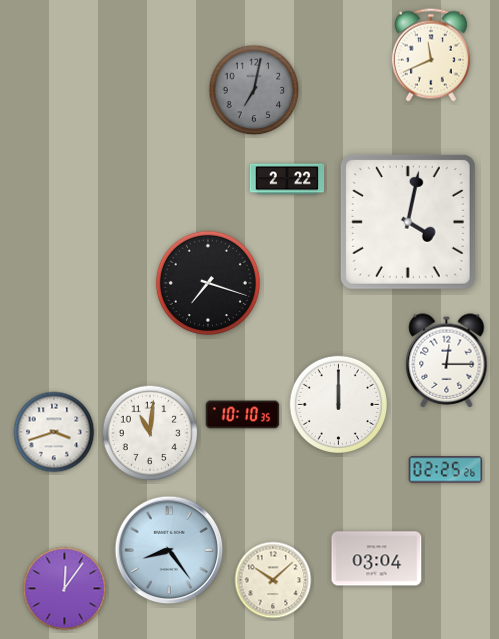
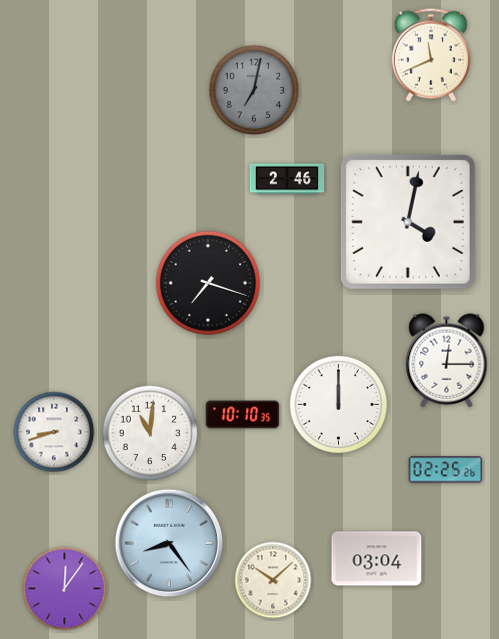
clock at (287, 179): 2:22 -> 2:46
clock at (54, 432): 3:42 -> 8:42
clock at (169, 550) position: (169, 550) -> (169, 543)
